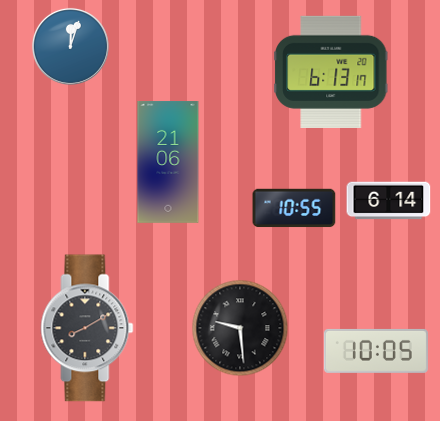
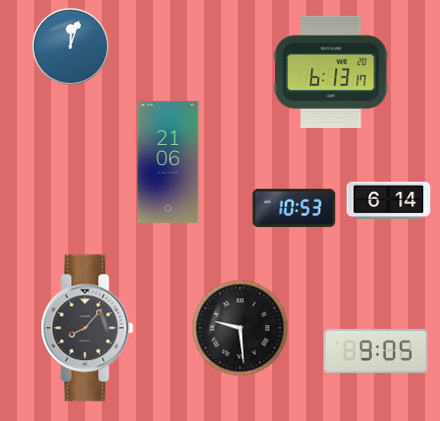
clock at (294, 208): 10:55 -> 10:53
clock at (87, 328): 8:10 -> 8:07
clock at (376, 351): 10:05 -> 9:05
